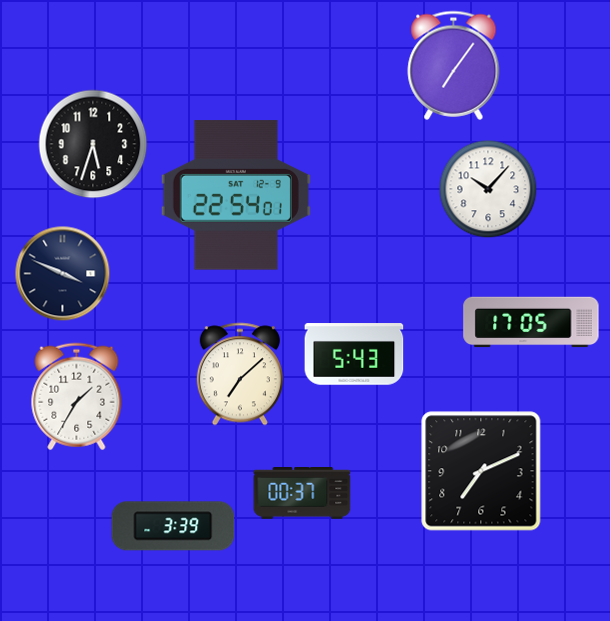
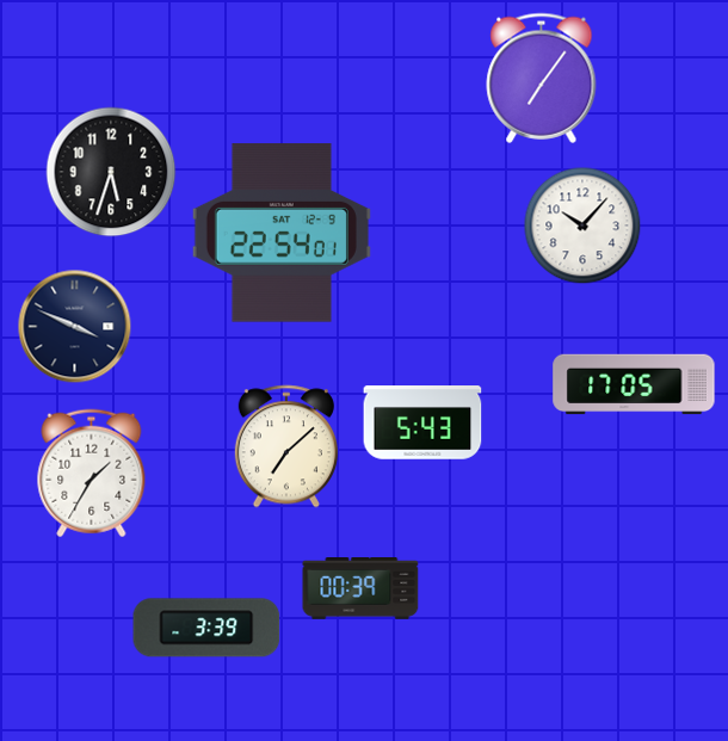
clock at (481, 471): 7:11 -> none
clock at (302, 494): 00:37 -> 00:39
